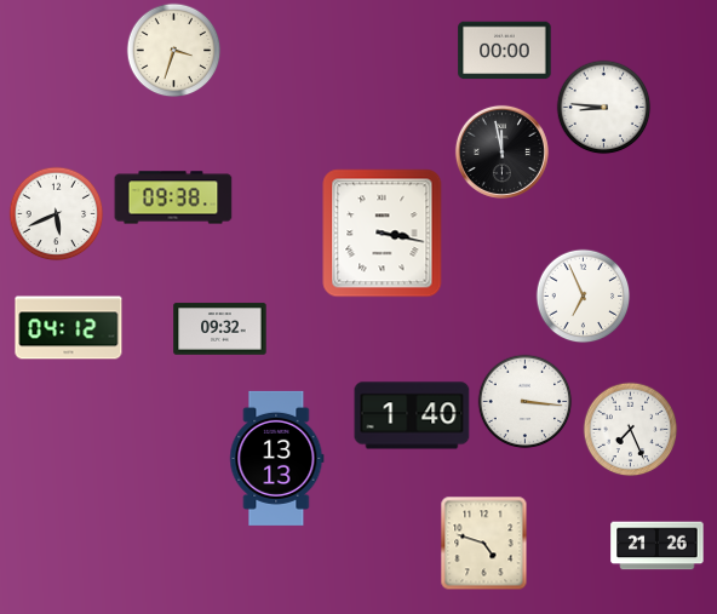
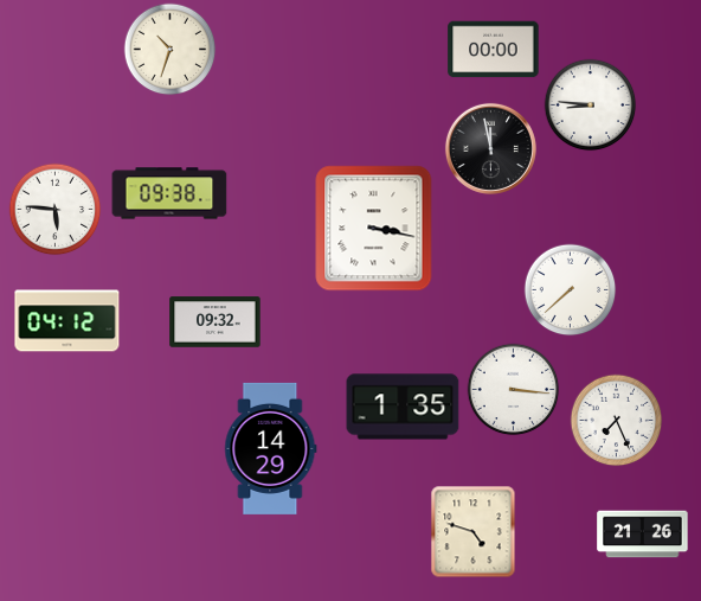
clock at (173, 50): 3:33 -> 10:33
clock at (56, 213): 5:41 -> 5:46
clock at (583, 295): 6:56 -> 7:38
clock at (524, 401) position: (524, 401) -> (513, 389)
clock at (412, 415): 1:40 -> 1:35
clock at (277, 458): 13:13 -> 14:29
